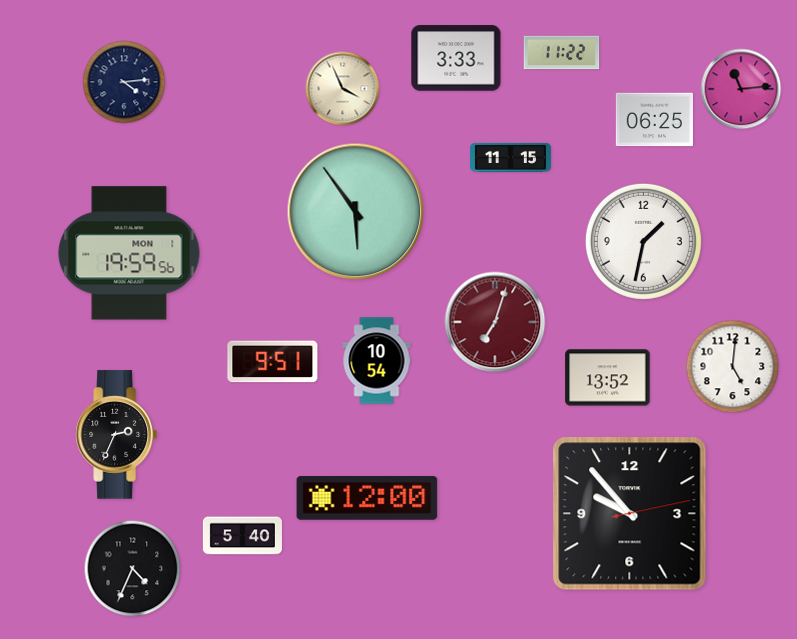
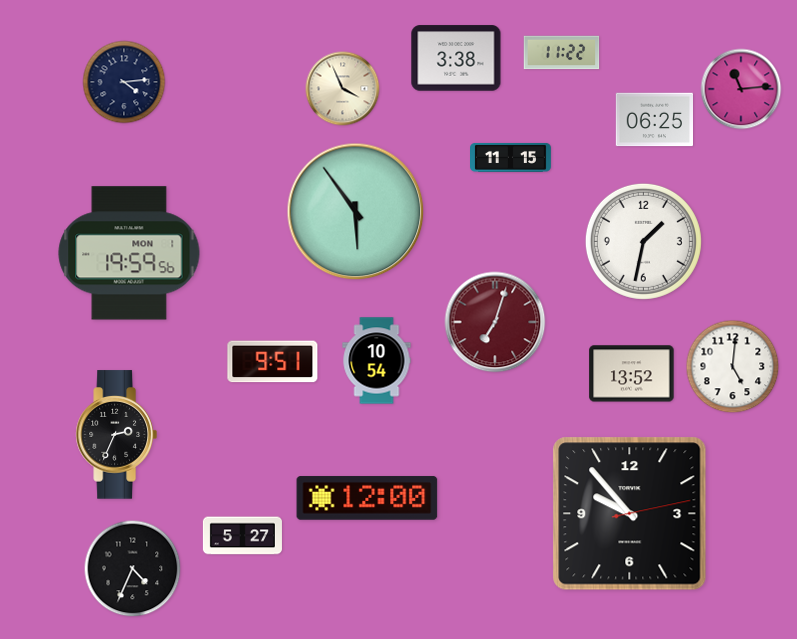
clock at (456, 58): 3:33 -> 3:38
clock at (608, 378) position: (608, 378) -> (632, 374)
clock at (242, 536): 5:40 -> 5:27
